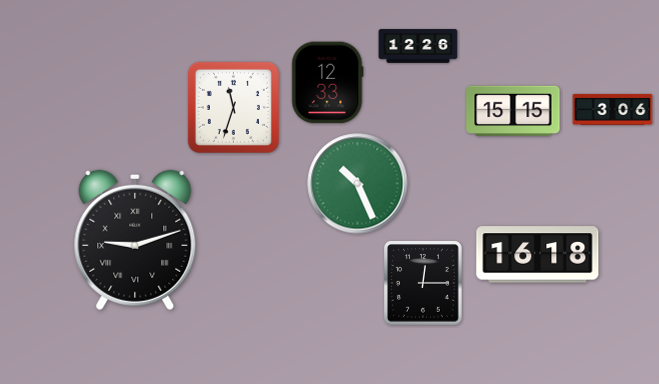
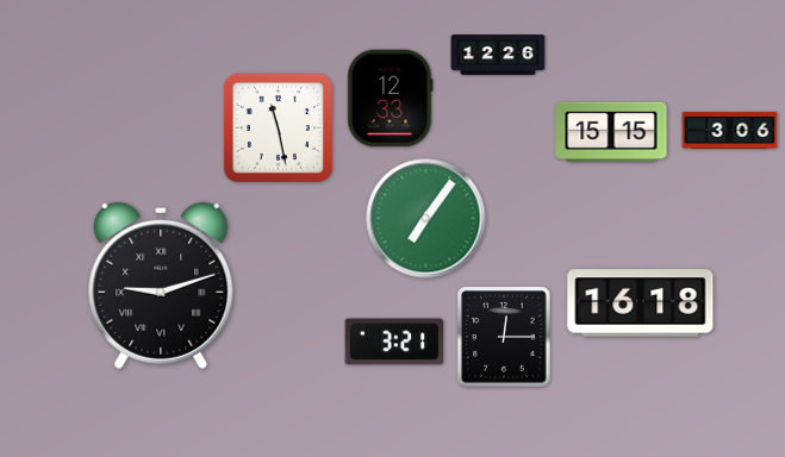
clock at (233, 107): 11:33 -> 11:28
clock at (358, 184): 10:26 -> 7:06
clock at (394, 342): none -> 3:21
